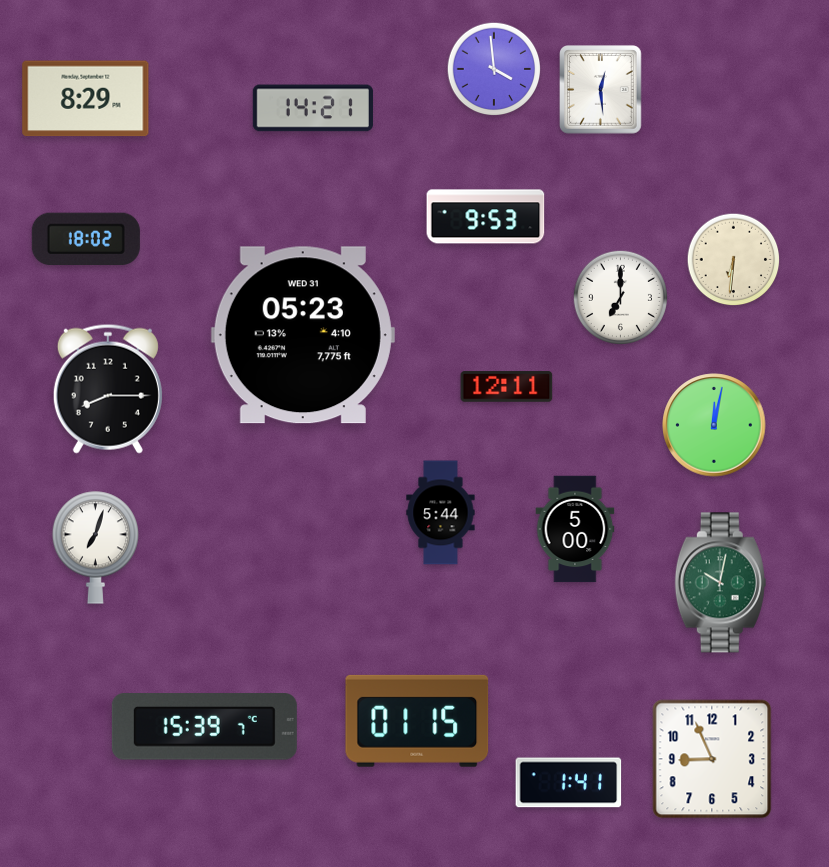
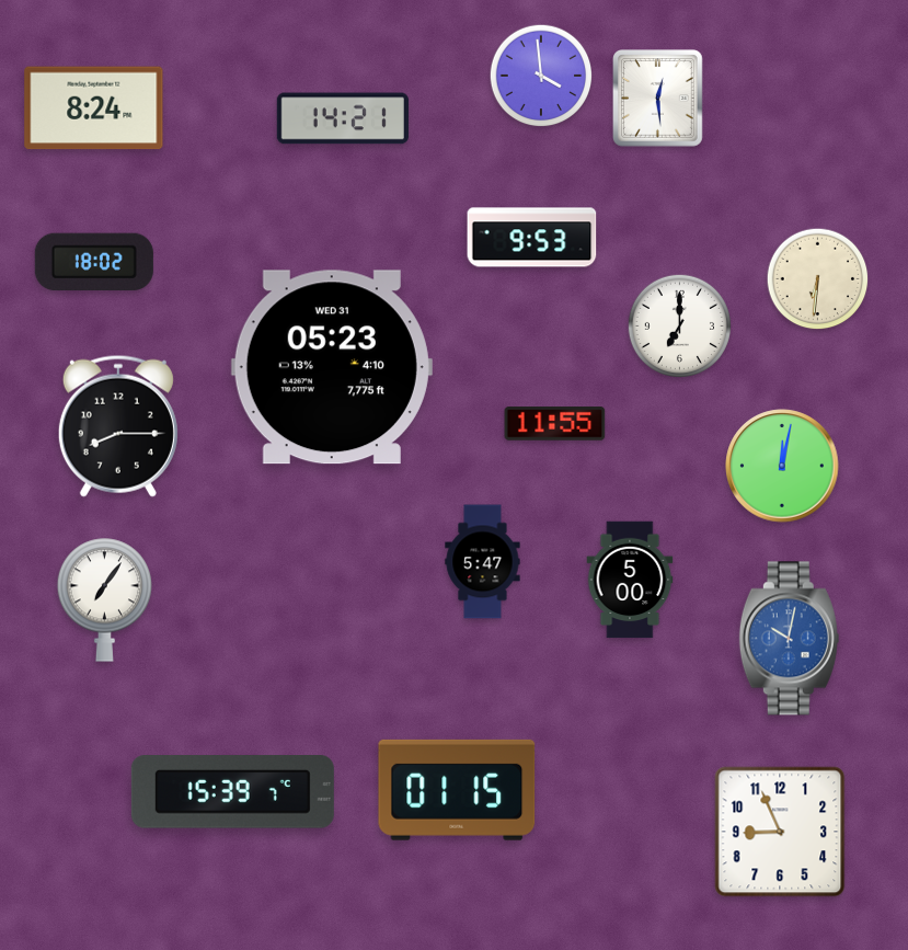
clock at (86, 99): 8:29 -> 8:24
clock at (734, 260) position: (734, 260) -> (818, 279)
clock at (507, 387): 12:11 -> 11:55
clock at (441, 513): 5:44 -> 5:47
clock at (96, 547): 7:03 -> 7:06
clock at (720, 583) dial: green -> blue
clock at (204, 727) position: (204, 727) -> (232, 792)
clock at (569, 783): 1:41 -> none
